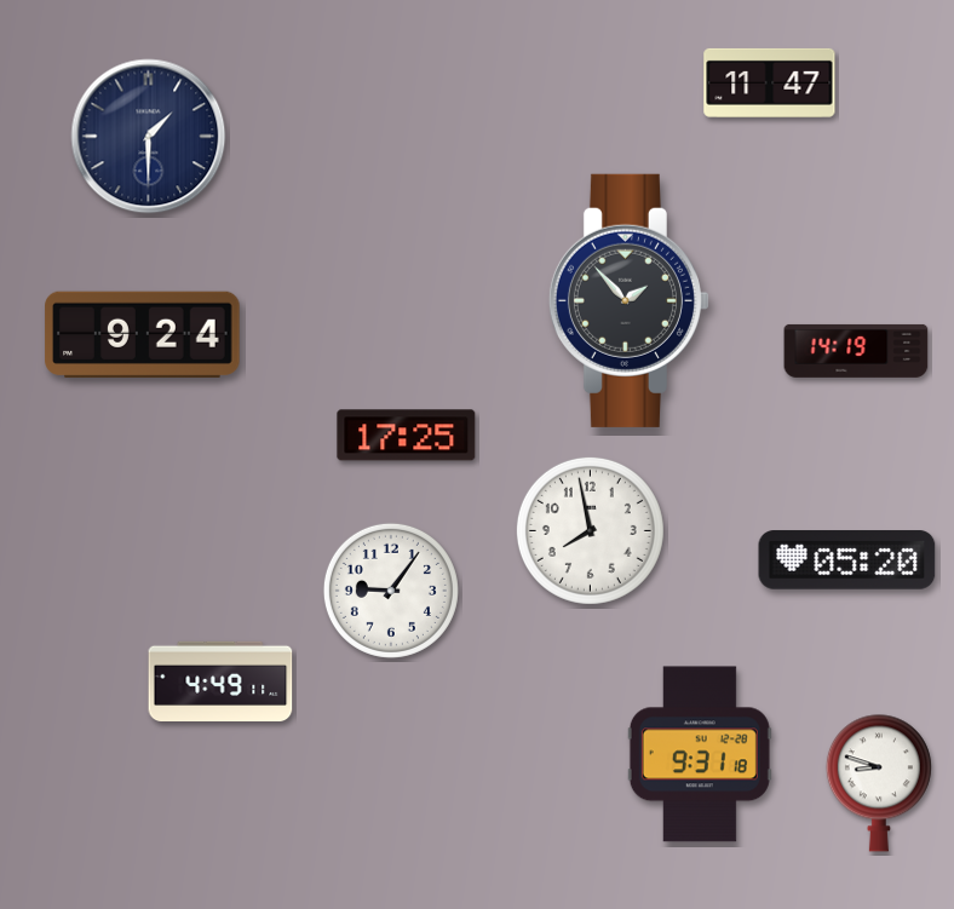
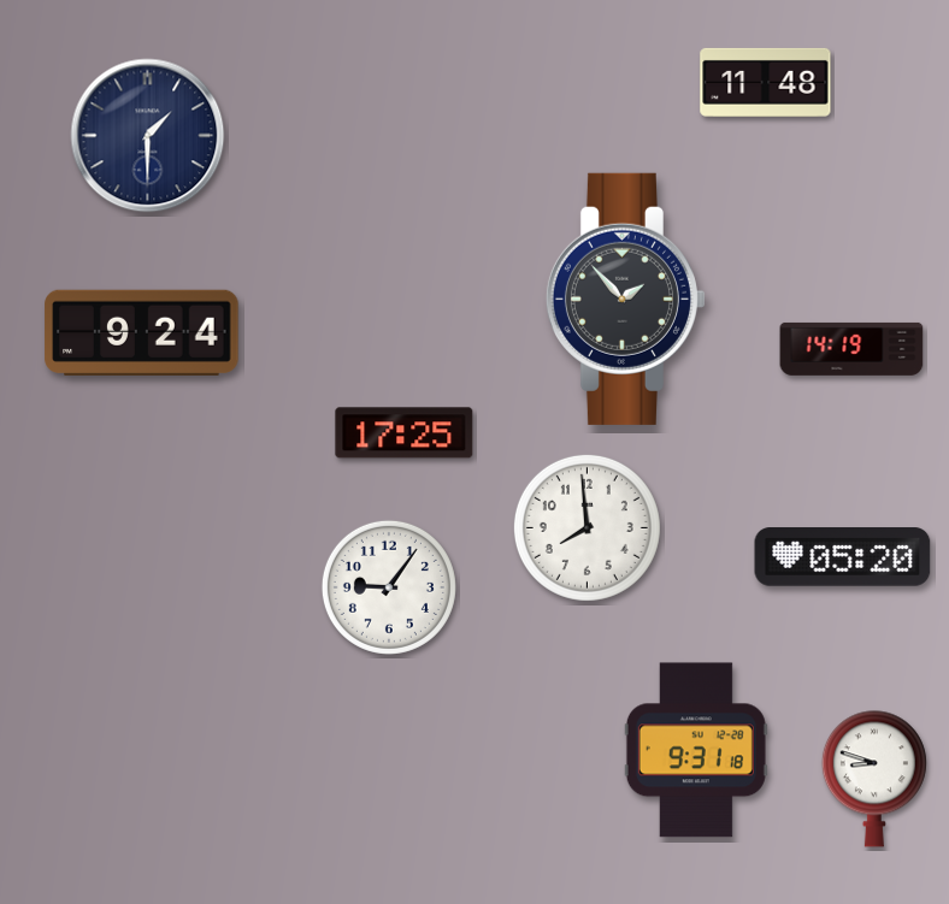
clock at (770, 82): 11:47 -> 11:48
clock at (590, 530): 7:58 -> 7:59
clock at (220, 680): 4:49 -> none
